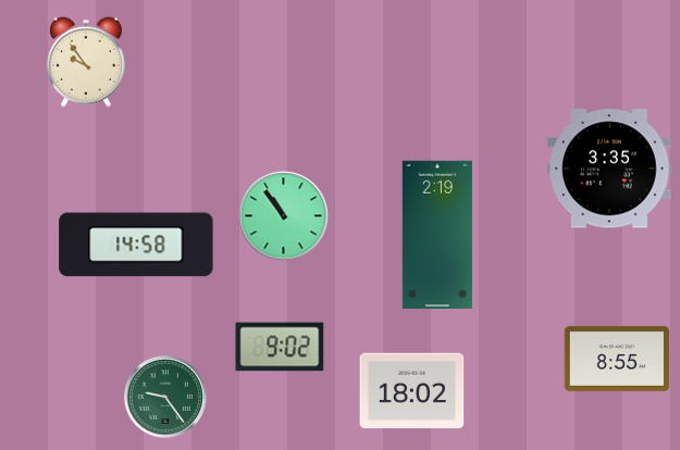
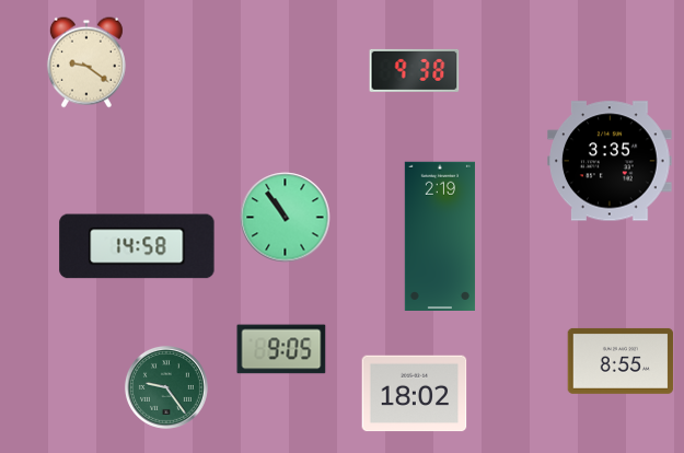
clock at (86, 62): 9:54 -> 9:21
clock at (415, 70): none -> 9:38
clock at (609, 168) position: (609, 168) -> (610, 161)
clock at (280, 347): 9:02 -> 9:05
clock at (165, 397) position: (165, 397) -> (166, 387)
